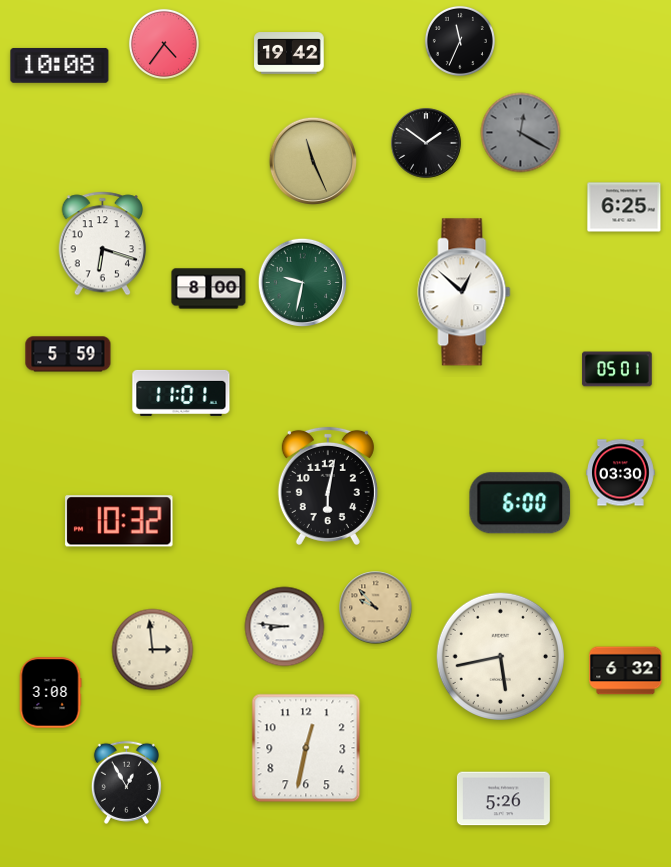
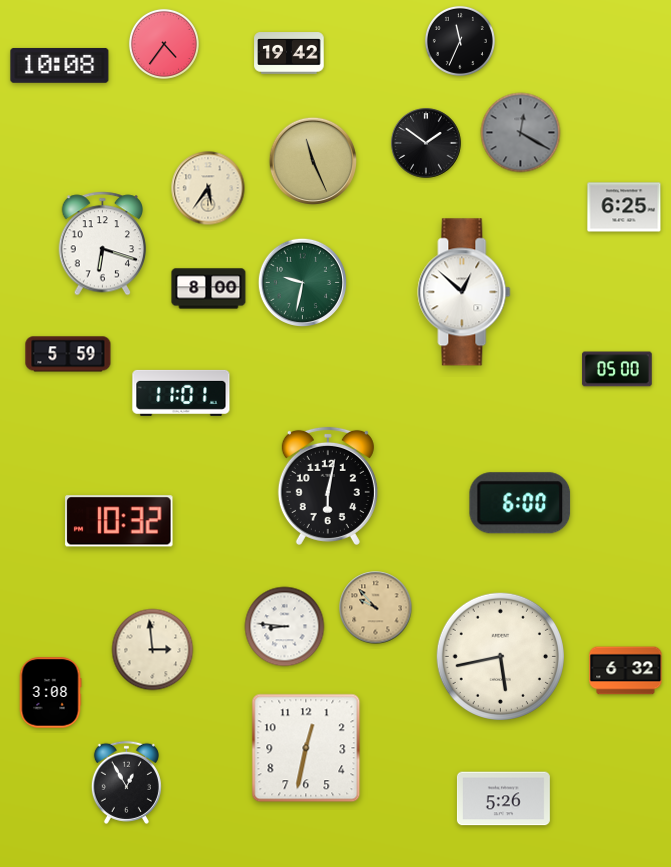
clock at (208, 188): none -> 5:36
clock at (617, 369): 05:01 -> 05:00
clock at (621, 473): 03:30 -> none
